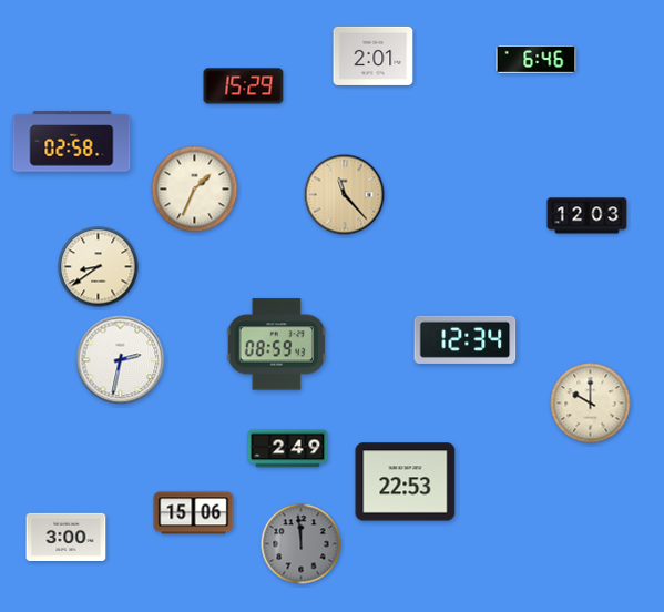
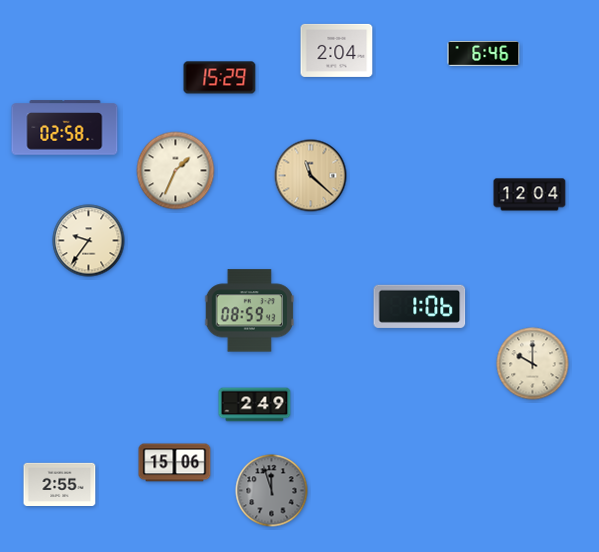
clock at (374, 55): 2:01 -> 2:04
clock at (345, 195): 11:23 -> 11:22
clock at (588, 216): 12:03 -> 12:04
clock at (99, 267): 8:39 -> 9:36
clock at (466, 339): 12:34 -> 1:06
clock at (121, 360): 2:32 -> none
clock at (288, 449) position: (288, 449) -> (255, 405)
clock at (406, 482): 22:53 -> none
clock at (67, 537): 3:00 -> 2:55
clock at (302, 544): 11:59 -> 11:57
